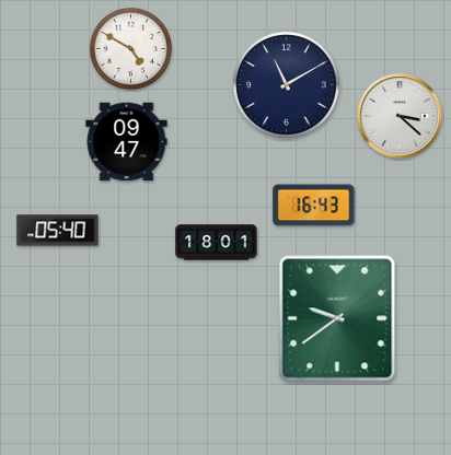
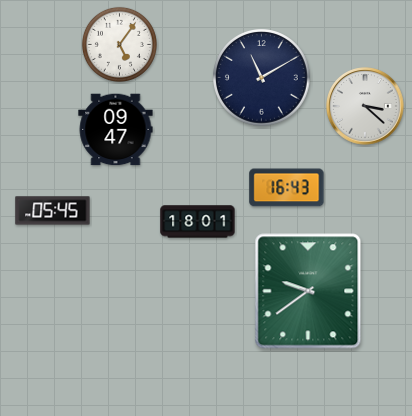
clock at (130, 48): 4:50 -> 5:06
clock at (58, 231): 05:40 -> 05:45
